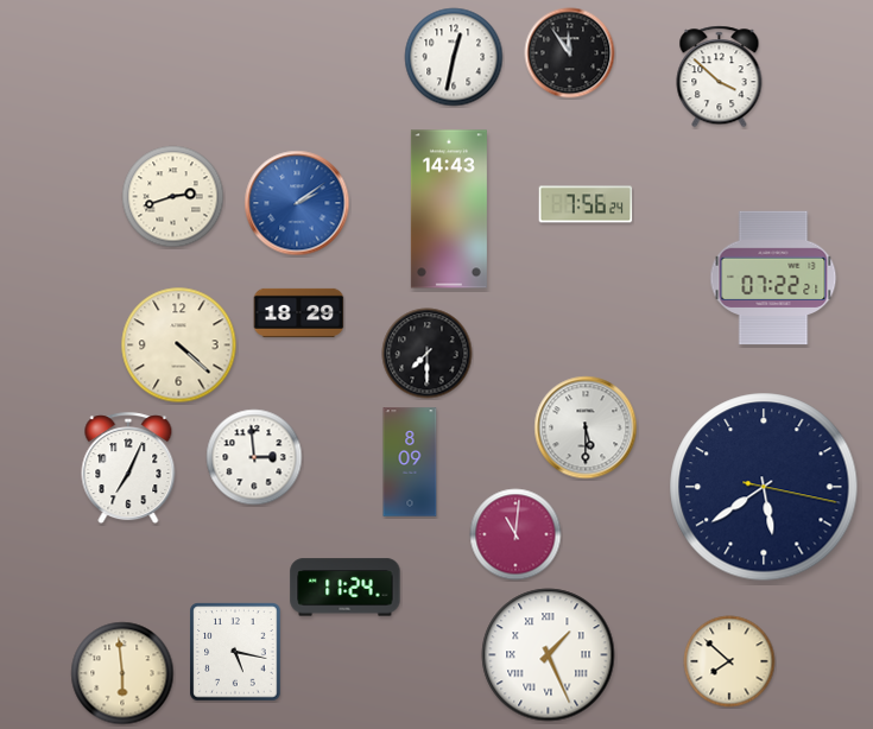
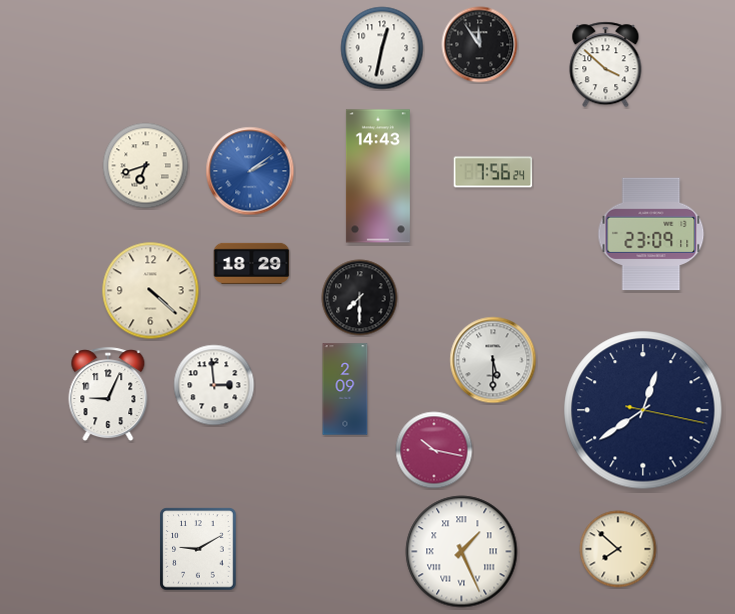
clock at (173, 197): 2:42 -> 6:42
clock at (773, 278): 07:22 -> 23:09
clock at (410, 462): 8:09 -> 2:09
clock at (128, 469): 7:04 -> 9:04
clock at (764, 487): 5:39 -> 12:39
clock at (515, 534): 11:01 -> 10:17
clock at (346, 588): 11:24 -> none
clock at (235, 652): 5:17 -> 9:10
clock at (729, 661) position: (729, 661) -> (618, 549)
clock at (122, 673): 5:59 -> none
